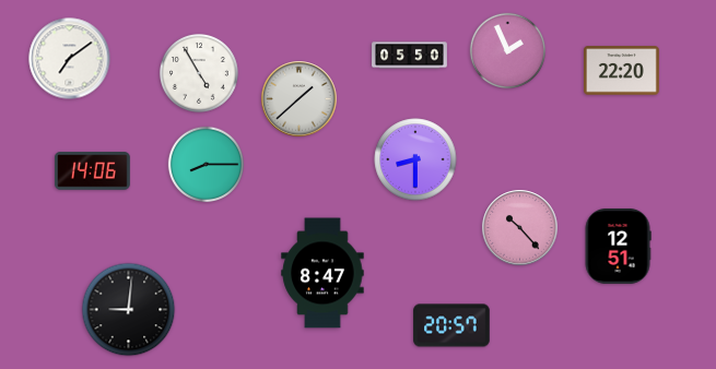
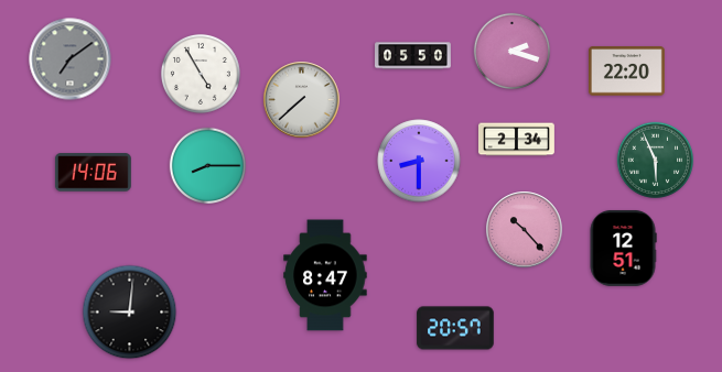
clock at (507, 50): 1:56 -> 2:18
clock at (70, 59) dial: white -> grey
clock at (300, 99): 1:38 -> 7:38
clock at (517, 140): none -> 2:34
clock at (655, 160): none -> 5:56
